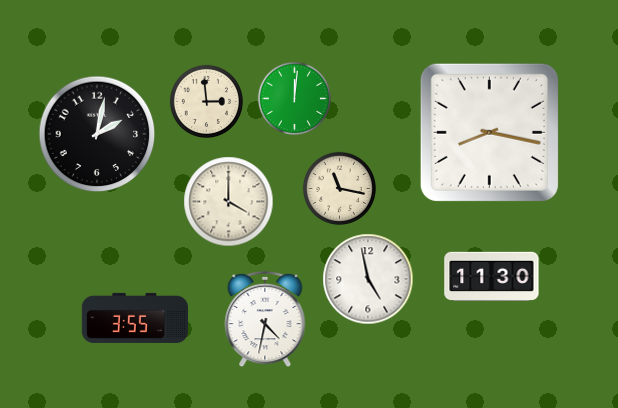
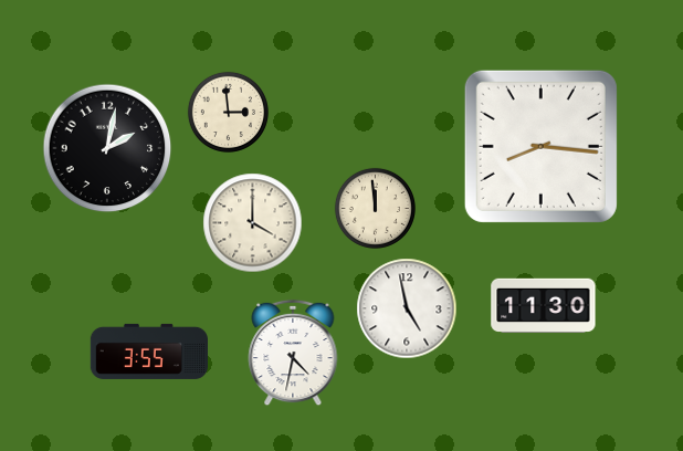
clock at (294, 98): 12:01 -> none
clock at (489, 132): 8:17 -> 8:16
clock at (339, 188): 11:17 -> 11:59
